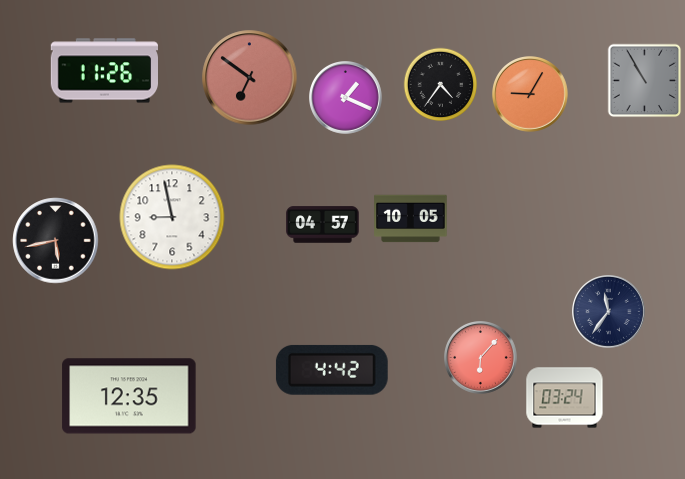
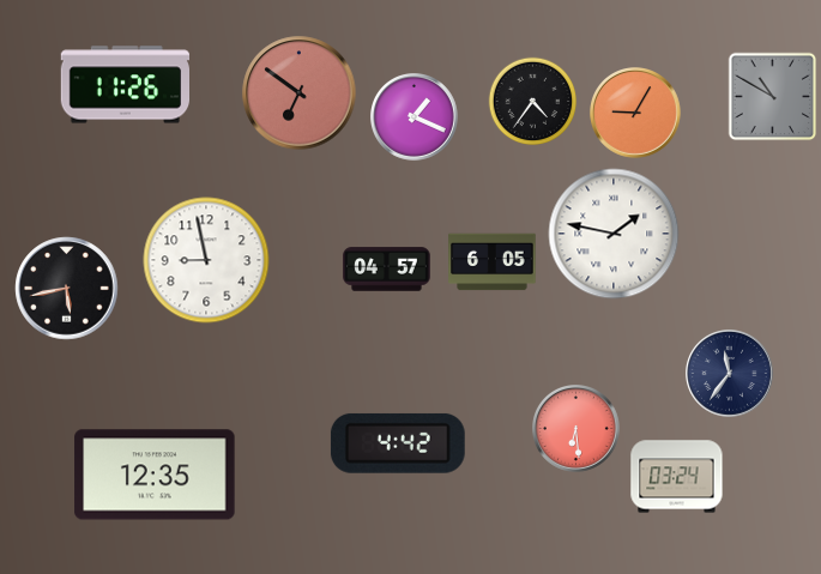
clock at (645, 81): 10:55 -> 10:50
clock at (441, 85) position: (441, 85) -> (533, 102)
clock at (614, 234): none -> 1:47
clock at (411, 219): 10:05 -> 6:05
clock at (481, 358): 6:07 -> 6:29
